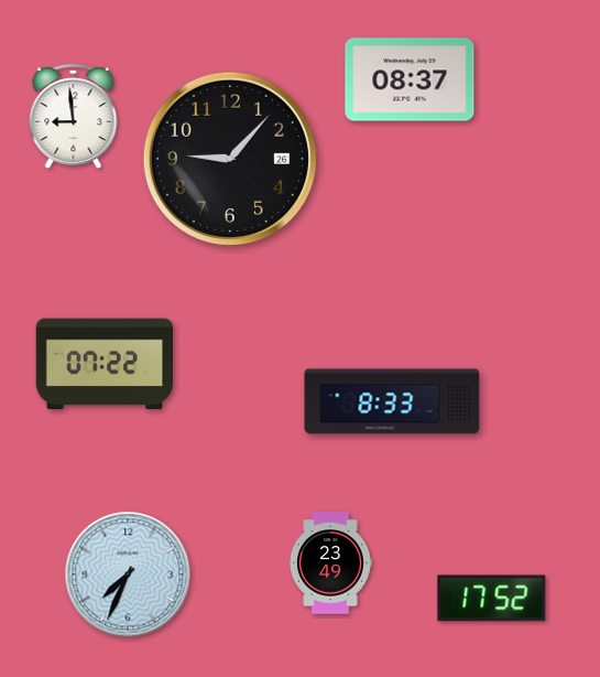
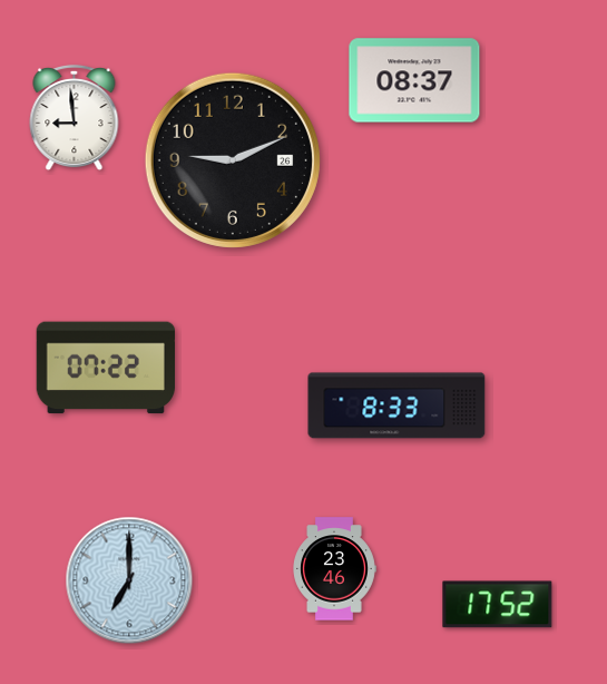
clock at (230, 159): 9:07 -> 9:11
clock at (331, 563): 23:49 -> 23:46
clock at (128, 574): 7:34 -> 7:00
